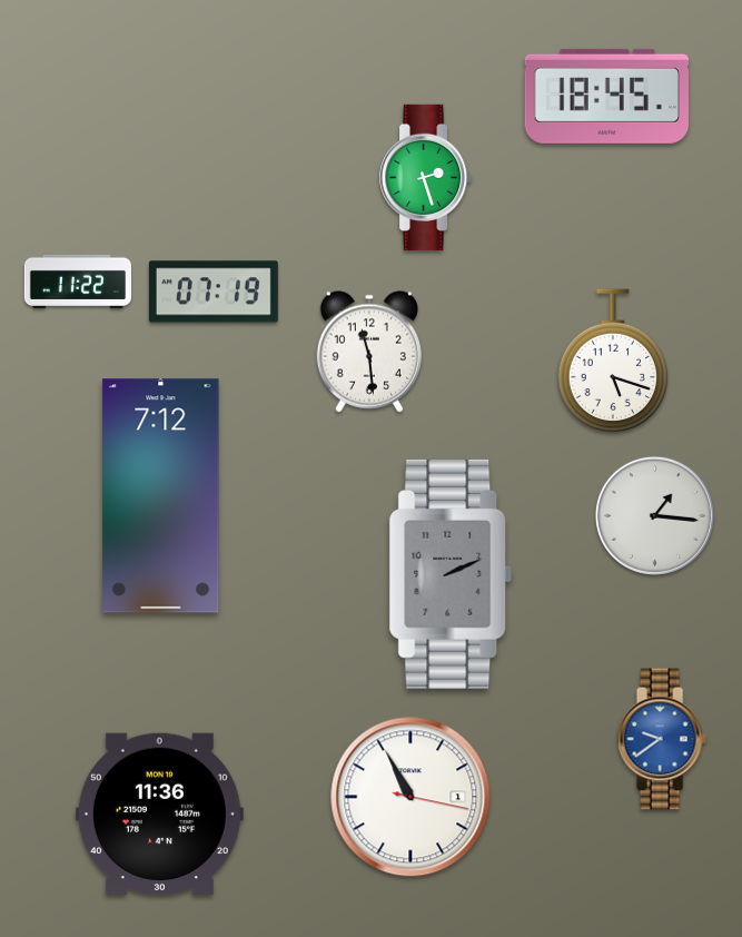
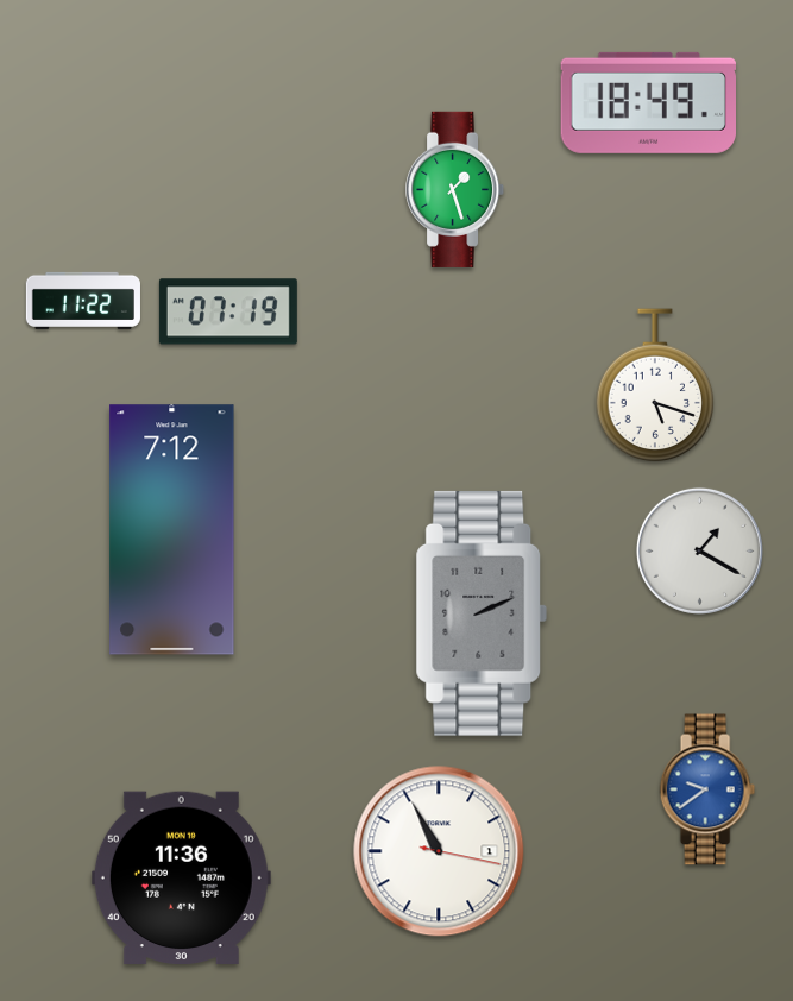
clock at (606, 96): 18:45 -> 18:49
clock at (426, 177): 2:27 -> 1:27
clock at (369, 352): 11:29 -> none
clock at (654, 515): 1:16 -> 1:20
clock at (159, 813) position: (159, 813) -> (181, 877)
